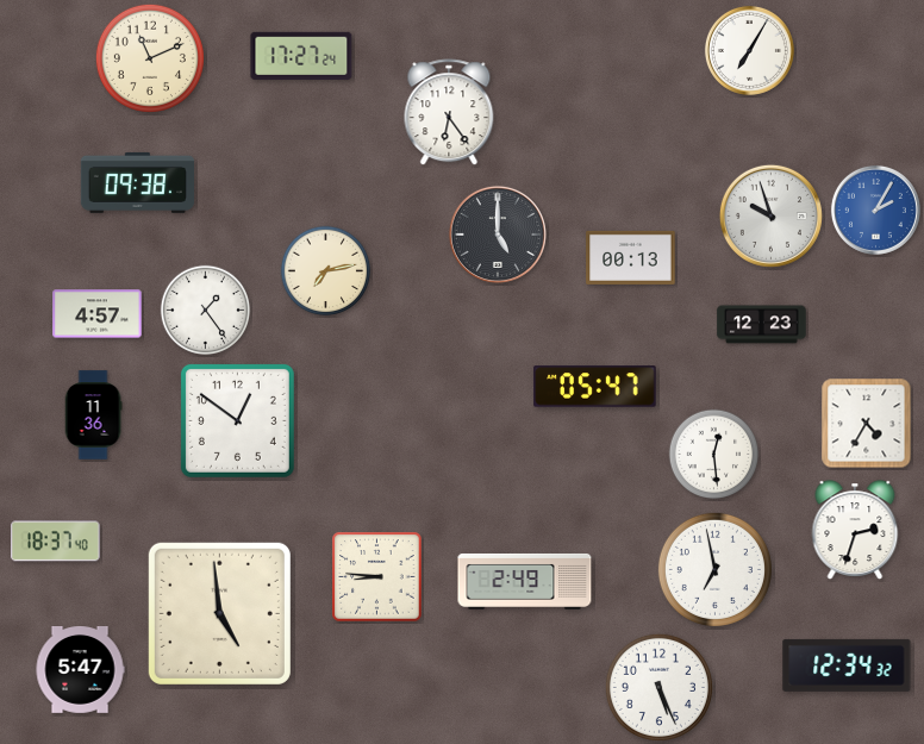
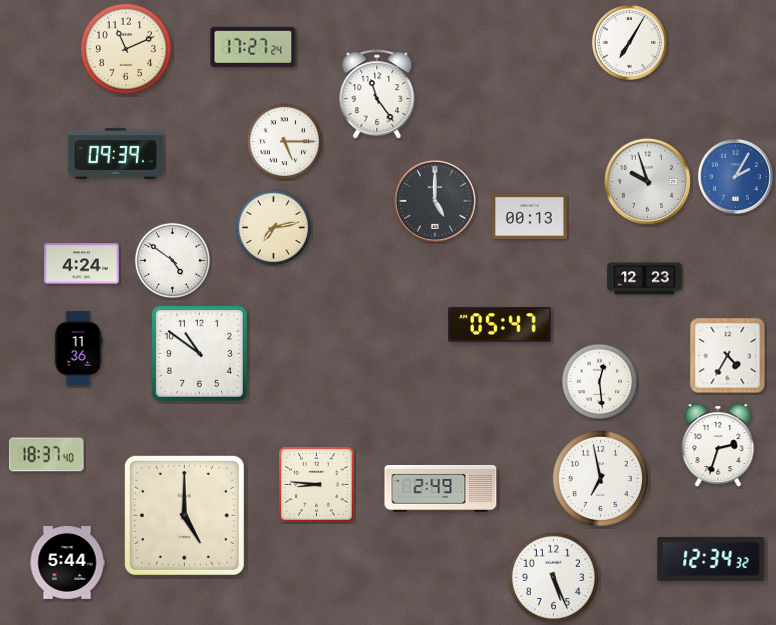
clock at (449, 113): 6:24 -> 11:24
clock at (285, 142): none -> 5:15
clock at (137, 182): 09:38 -> 09:39
clock at (498, 235) position: (498, 235) -> (435, 201)
clock at (206, 311): 1:24 -> 4:51
clock at (98, 314): 4:57 -> 4:24
clock at (762, 325) position: (762, 325) -> (645, 279)
clock at (237, 420): 12:51 -> 10:51
clock at (219, 613): 4:59 -> 5:00
clock at (80, 670): 5:47 -> 5:44
